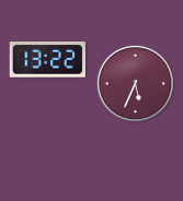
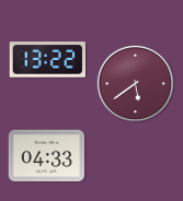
clock at (135, 83): 5:34 -> 5:39
clock at (47, 156): none -> 04:33
